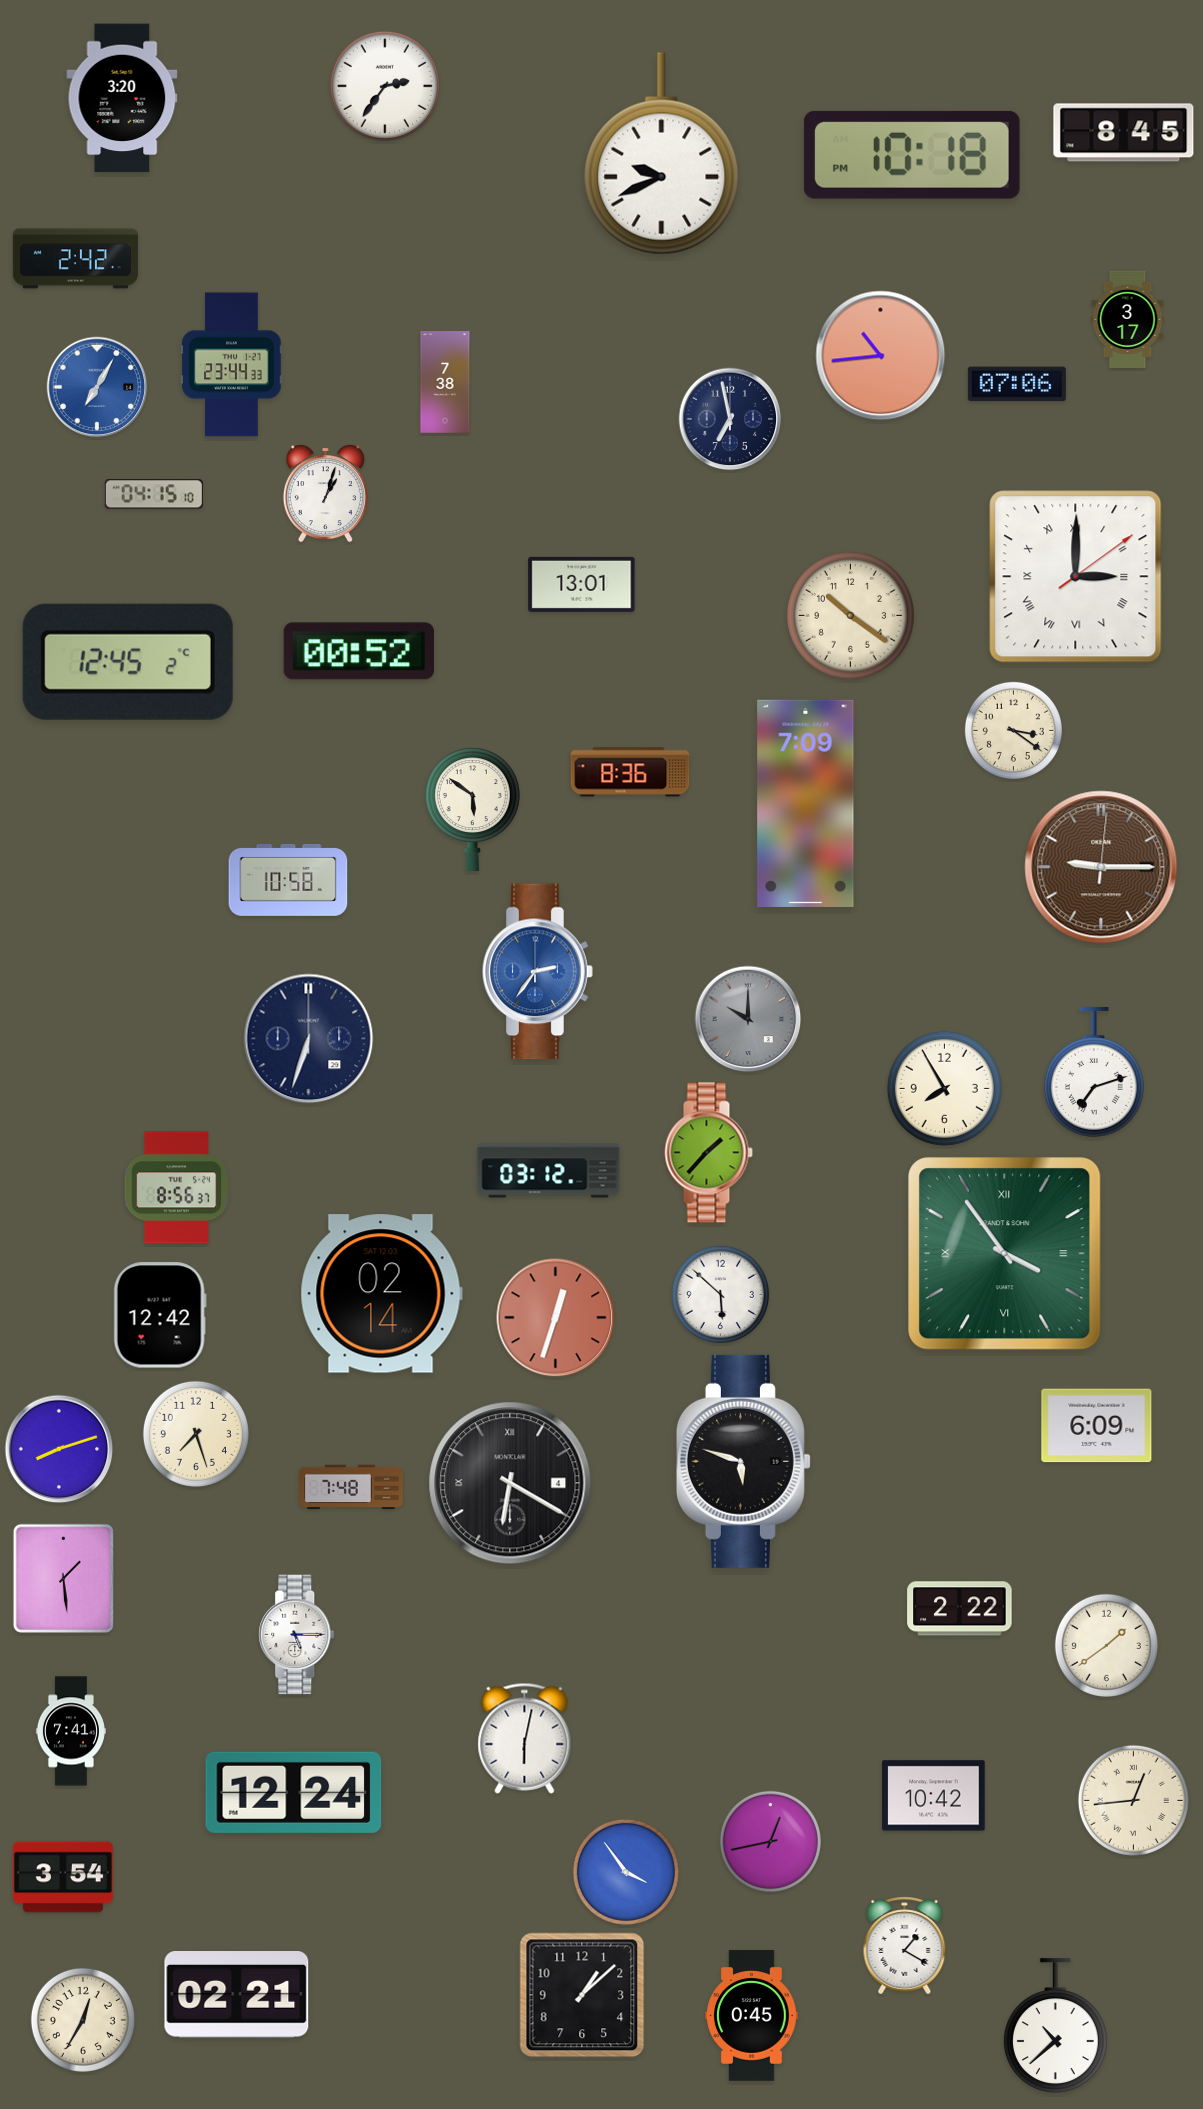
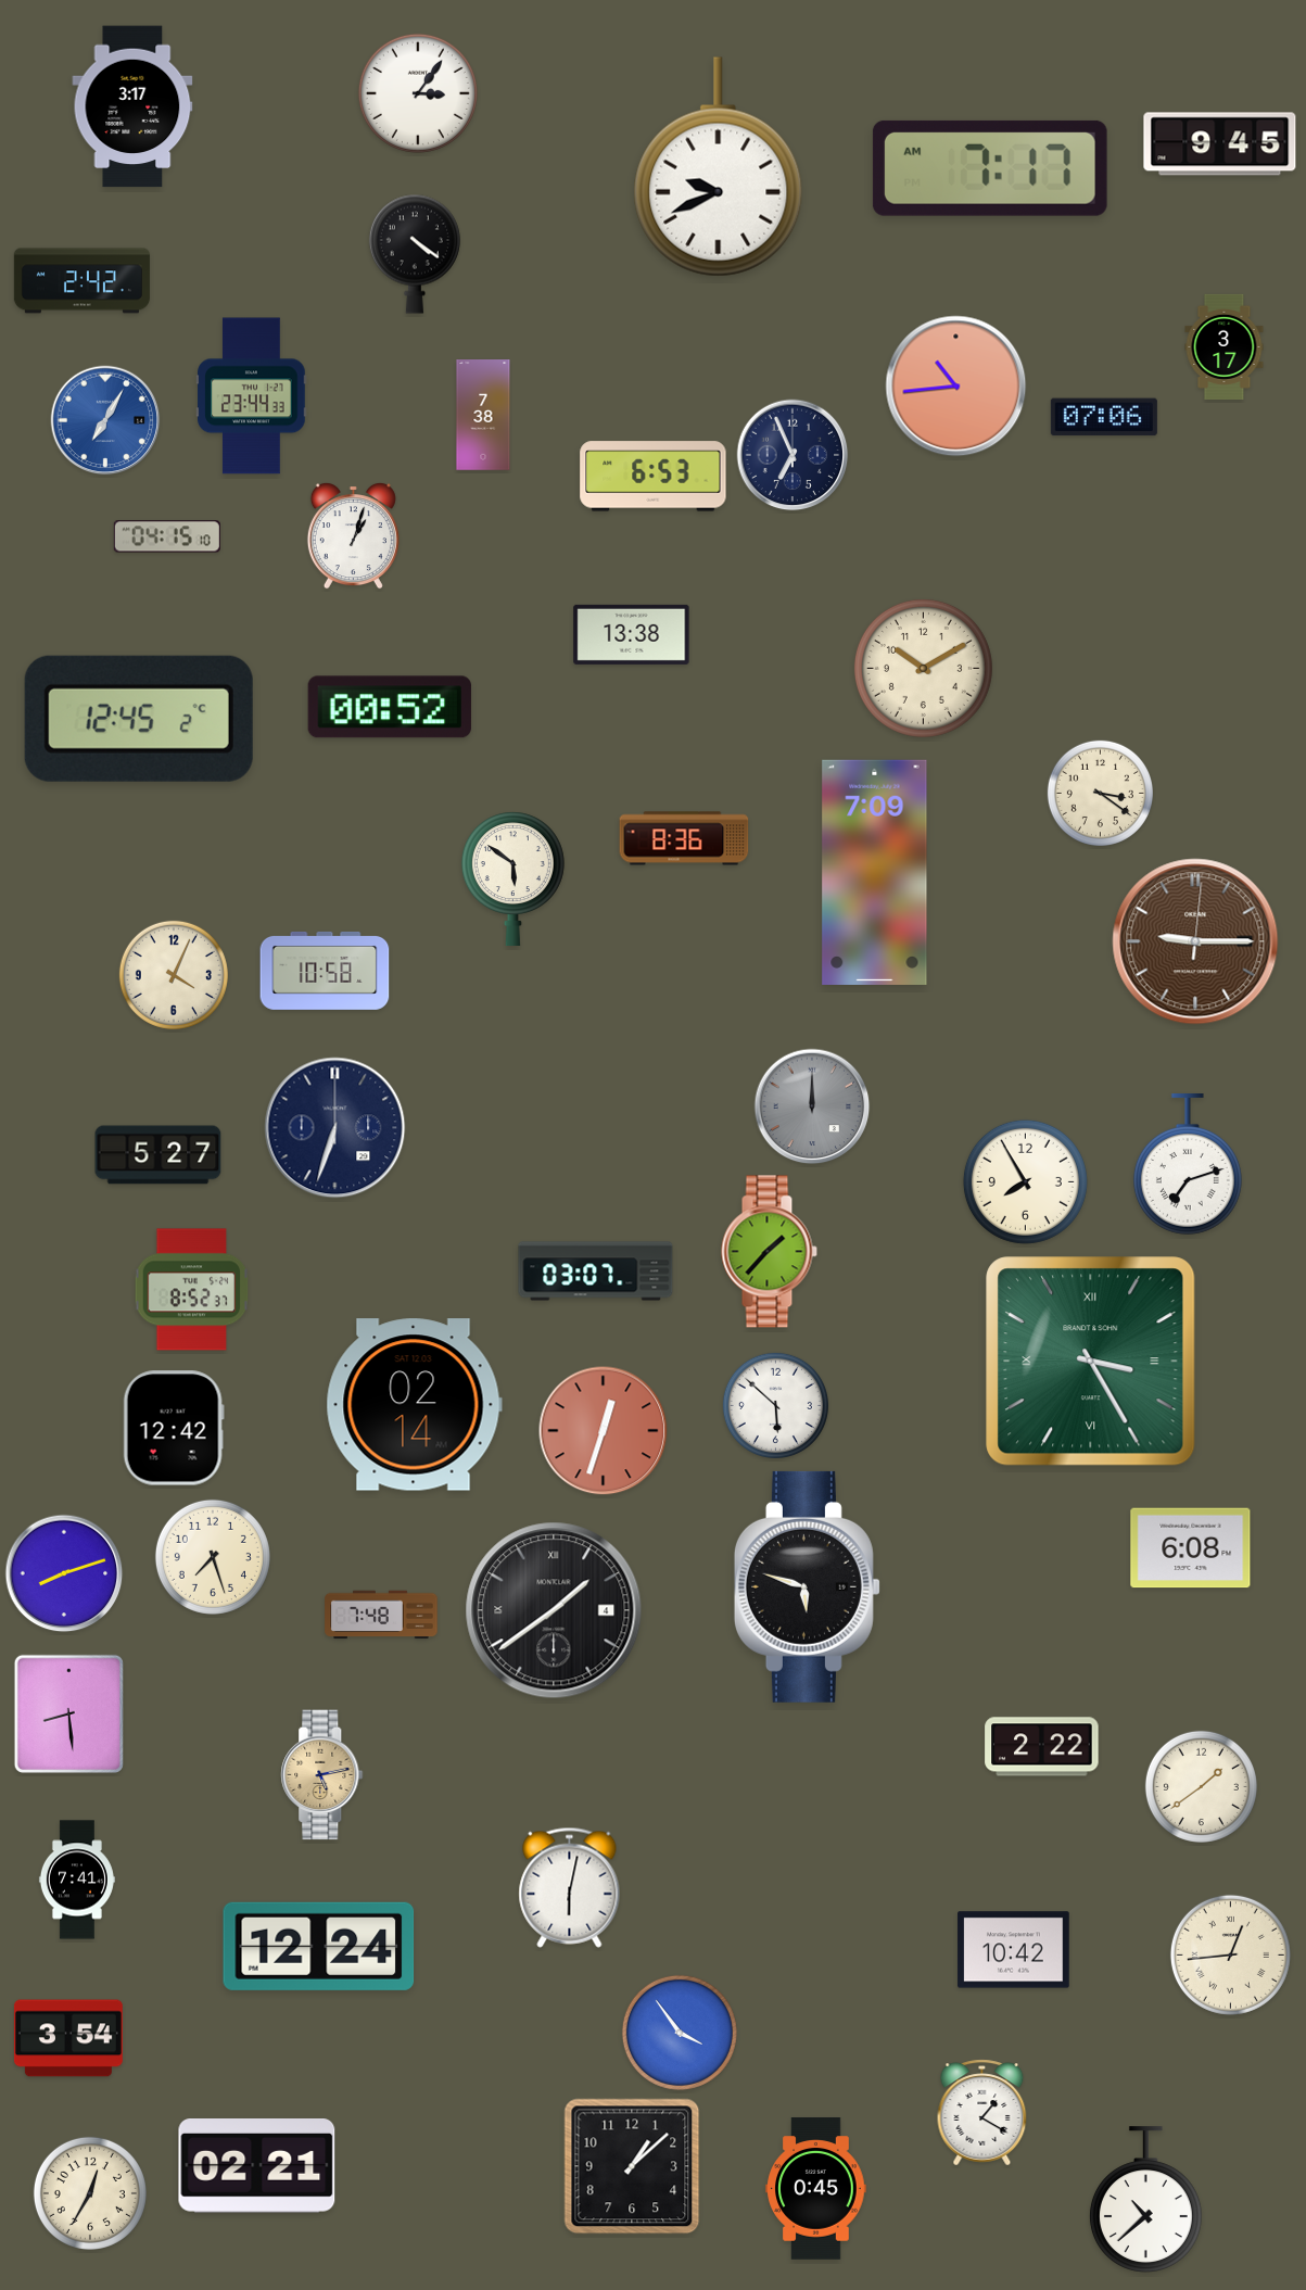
clock at (385, 86): 2:36 -> 3:06
clock at (122, 98): 3:20 -> 3:17
clock at (1124, 133): 8:45 -> 9:45
clock at (912, 155): 10:18 -> 7:17
clock at (415, 254): none -> 4:21
clock at (730, 419): 6:58 -> 6:56
clock at (654, 477): none -> 6:53
clock at (1076, 577): 3:00 -> none
clock at (582, 584): 13:01 -> 13:38
clock at (850, 615): 10:21 -> 10:10
clock at (288, 880) position: (288, 880) -> (325, 971)
clock at (174, 975): none -> 4:04
clock at (538, 972): 2:36 -> none
clock at (748, 1019): 10:00 -> 12:00
clock at (159, 1155): none -> 5:27
clock at (549, 1171): 03:12 -> 03:07
clock at (177, 1188): 8:56 -> 8:52
clock at (1005, 1254): 3:54 -> 3:25
clock at (720, 1294) position: (720, 1294) -> (775, 1405)
clock at (1097, 1426): 6:09 -> 6:08
clock at (510, 1483): 6:20 -> 1:39
clock at (63, 1578): 1:29 -> 8:29
clock at (297, 1635): 5:15 -> 5:13
clock at (297, 1635) dial: white -> champagne
clock at (770, 1841): 12:43 -> none
